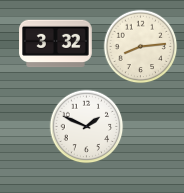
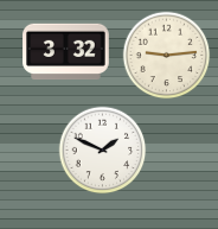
clock at (141, 47): 8:14 -> 9:14
